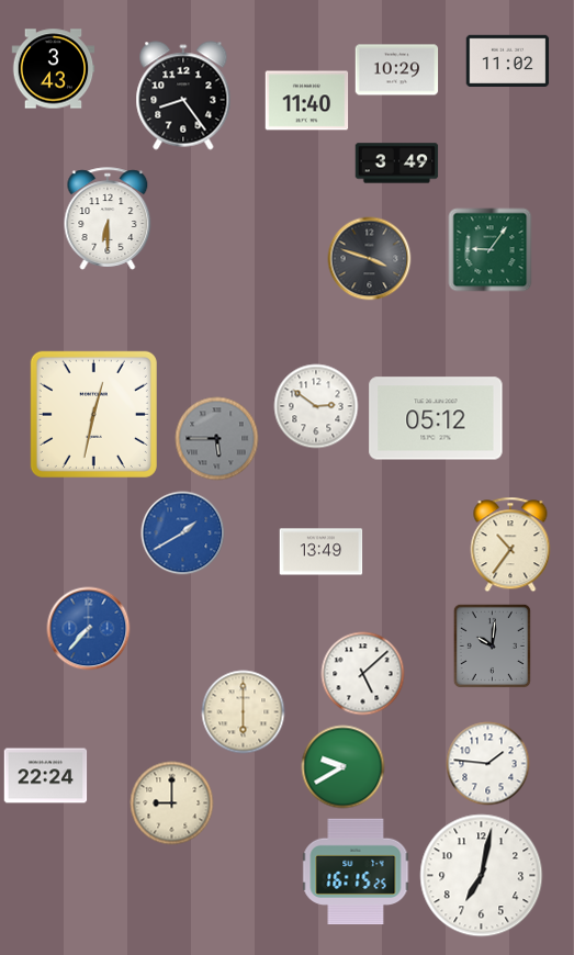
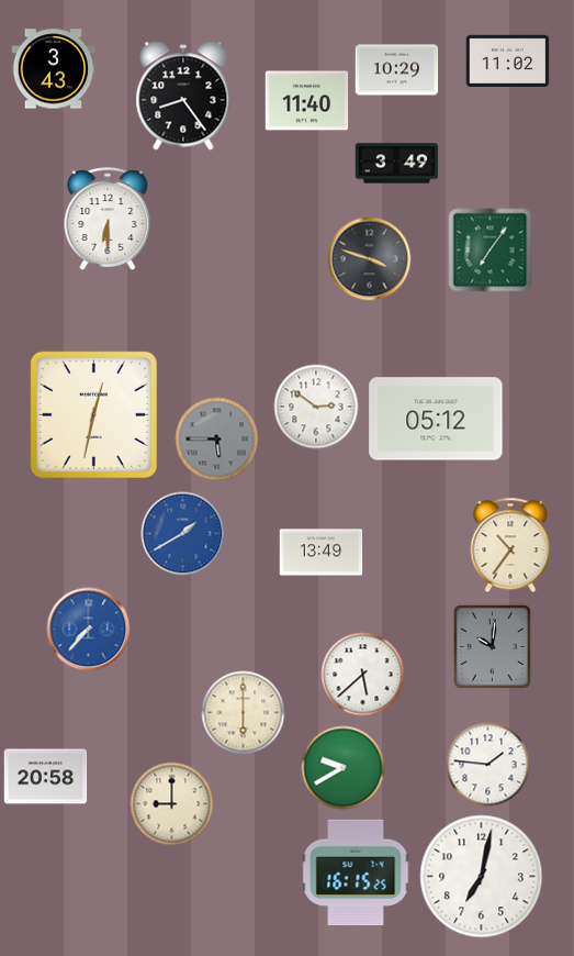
clock at (491, 250): 9:06 -> 7:06
clock at (363, 674): 5:08 -> 5:38
clock at (46, 776): 22:24 -> 20:58
